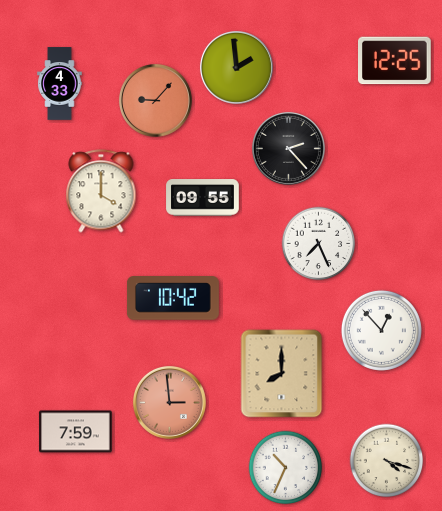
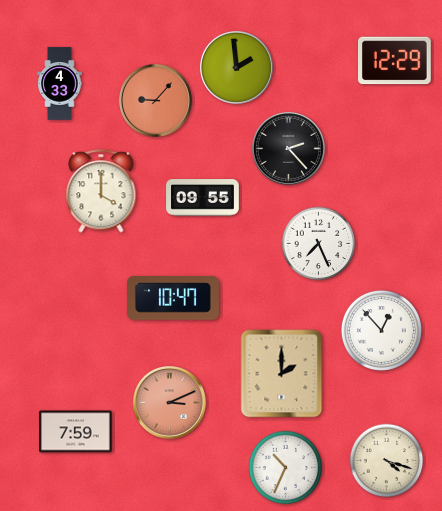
clock at (395, 61): 12:25 -> 12:29
clock at (173, 298): 10:42 -> 10:47
clock at (282, 374): 8:00 -> 2:00
clock at (169, 402): 2:59 -> 3:11
